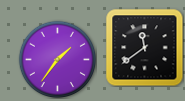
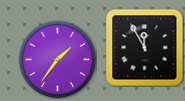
clock at (144, 47): 11:39 -> 11:55
